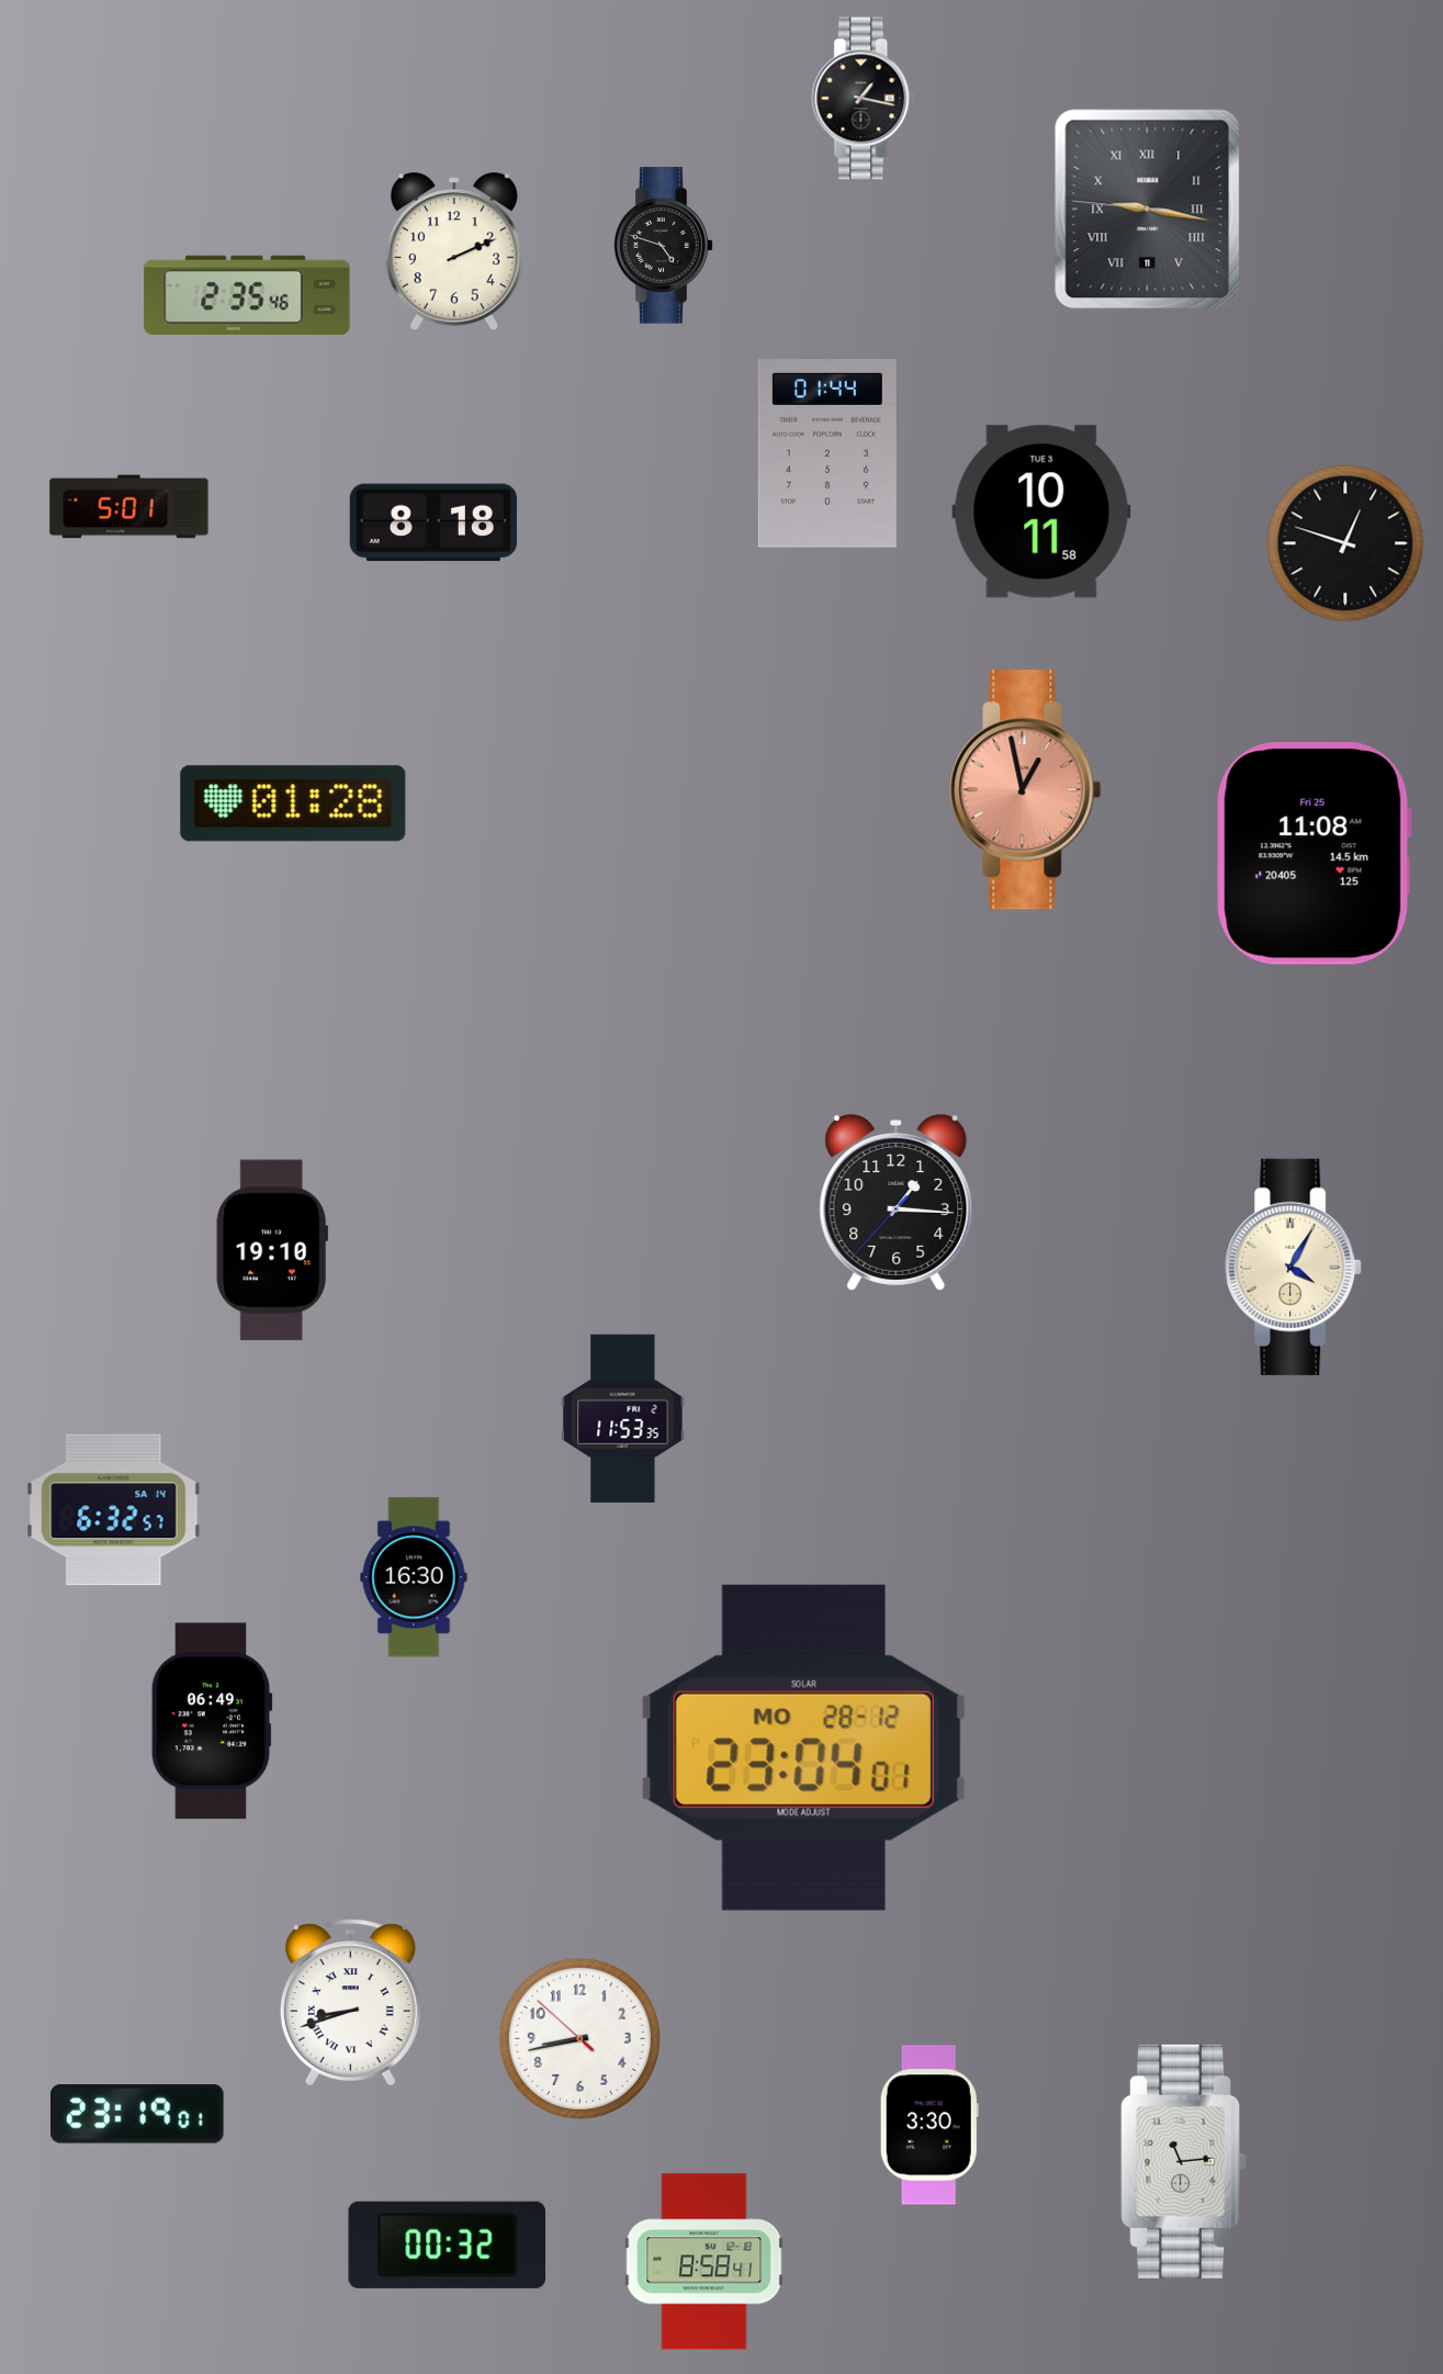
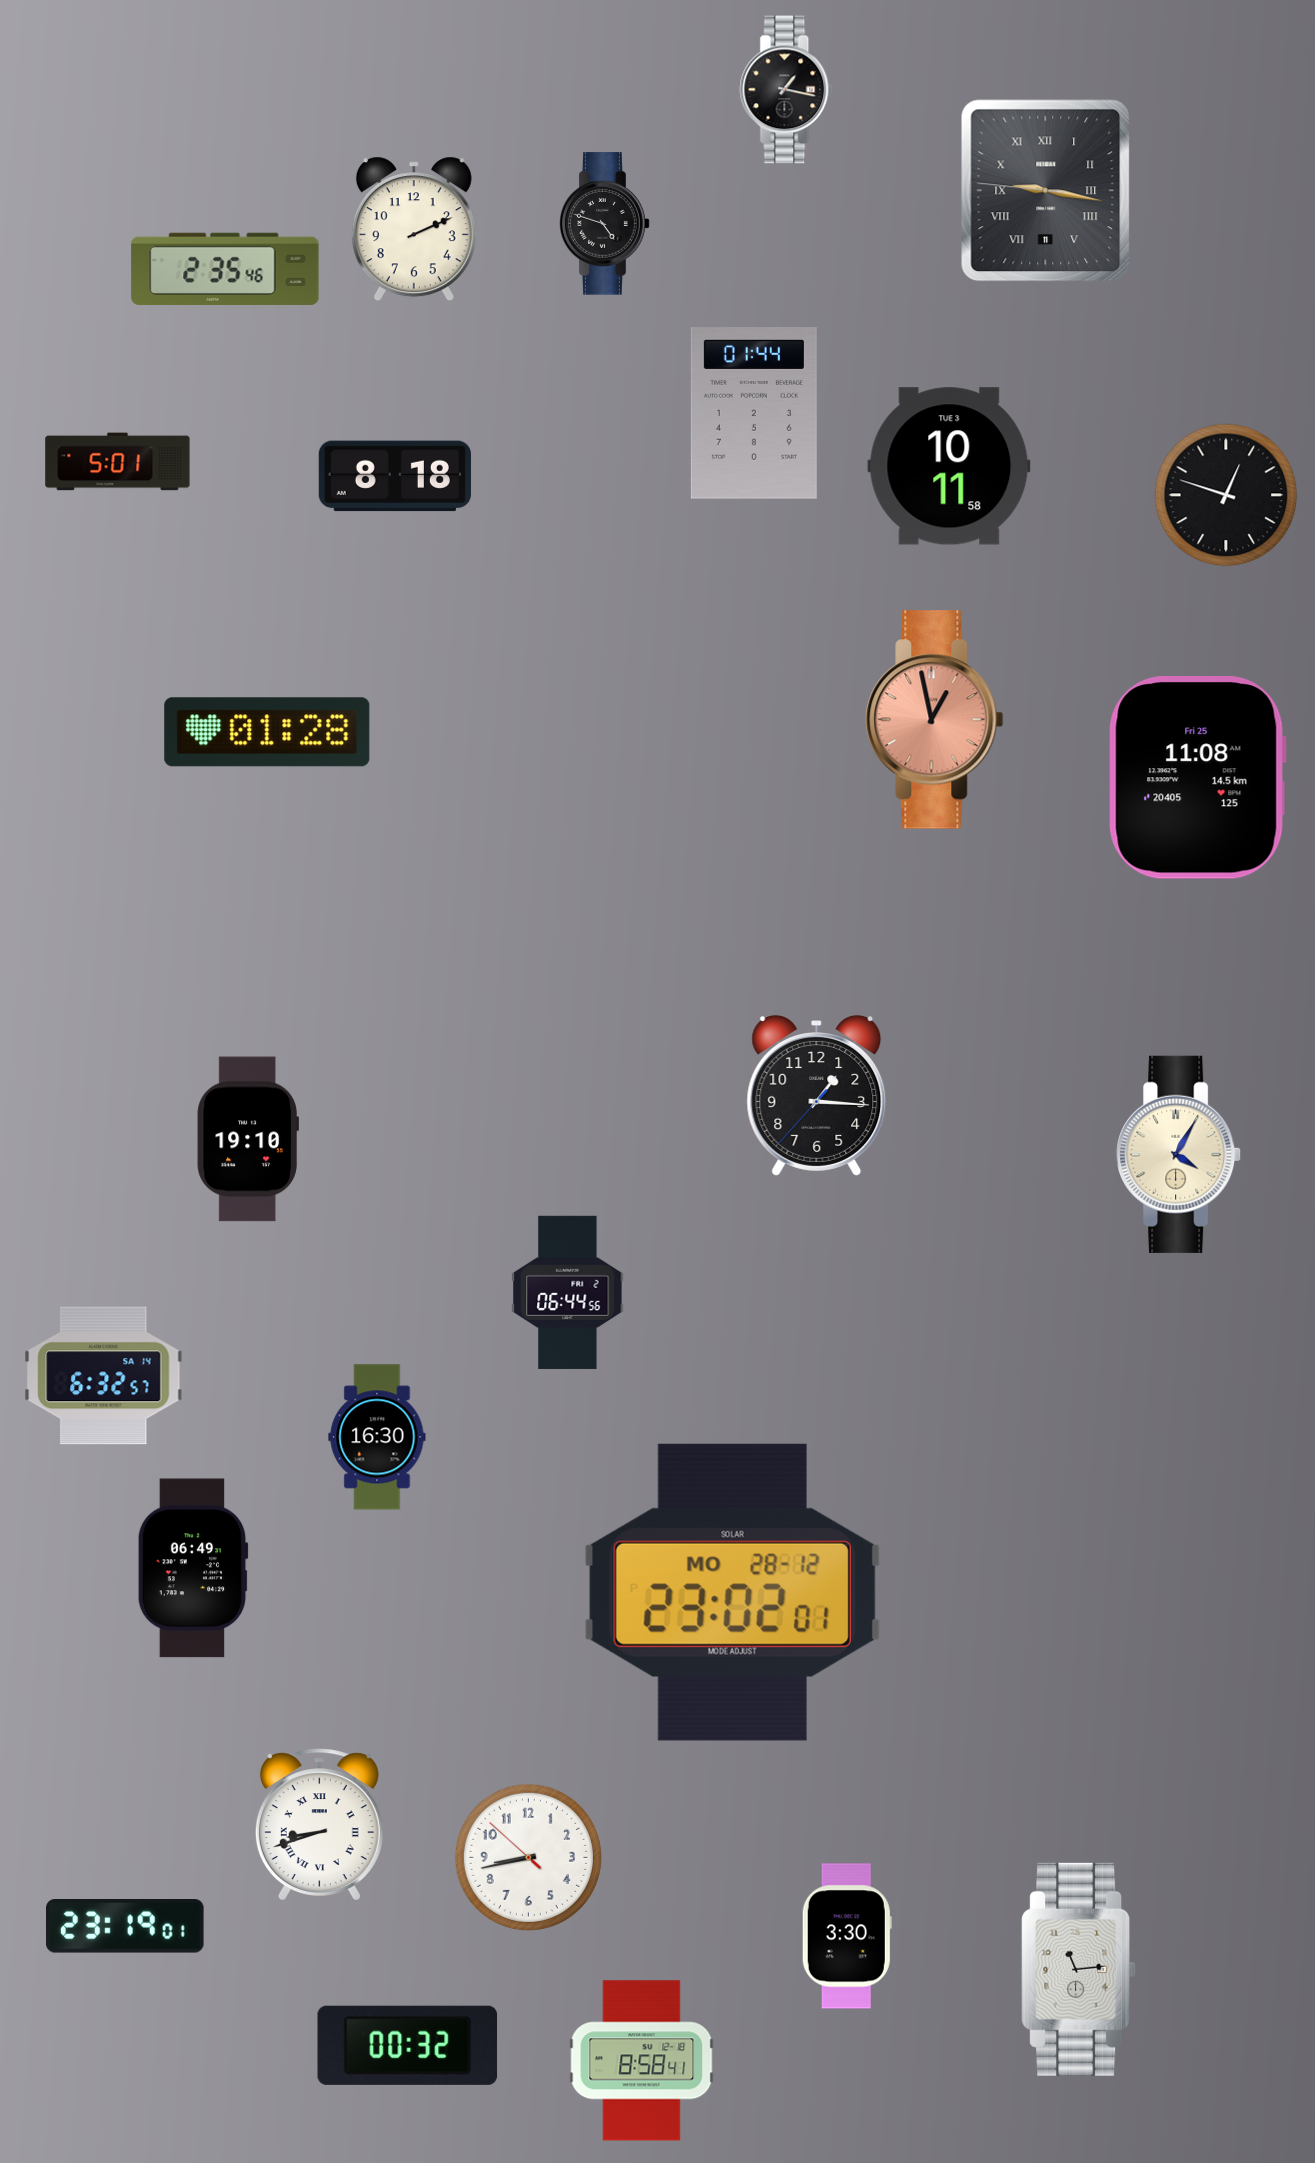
clock at (623, 1418): 11:53 -> 06:44
clock at (803, 1747): 23:04 -> 23:02
